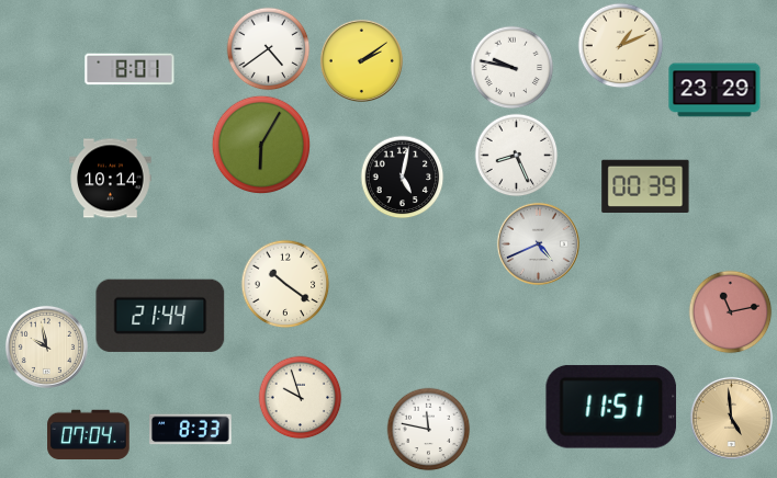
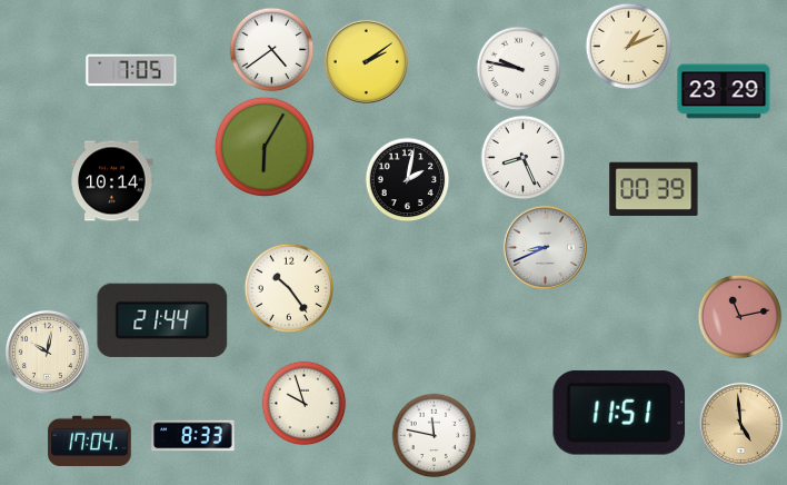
clock at (129, 69): 8:01 -> 7:05
clock at (403, 178): 5:02 -> 2:02
clock at (538, 243): 4:41 -> 8:41
clock at (285, 284): 10:21 -> 10:24
clock at (46, 346): 9:58 -> 10:02
clock at (89, 435): 07:04 -> 17:04
